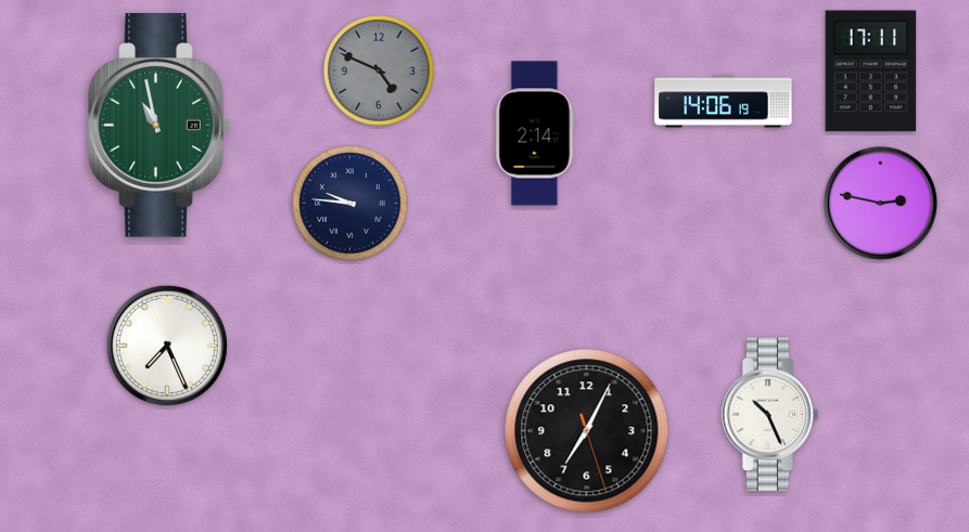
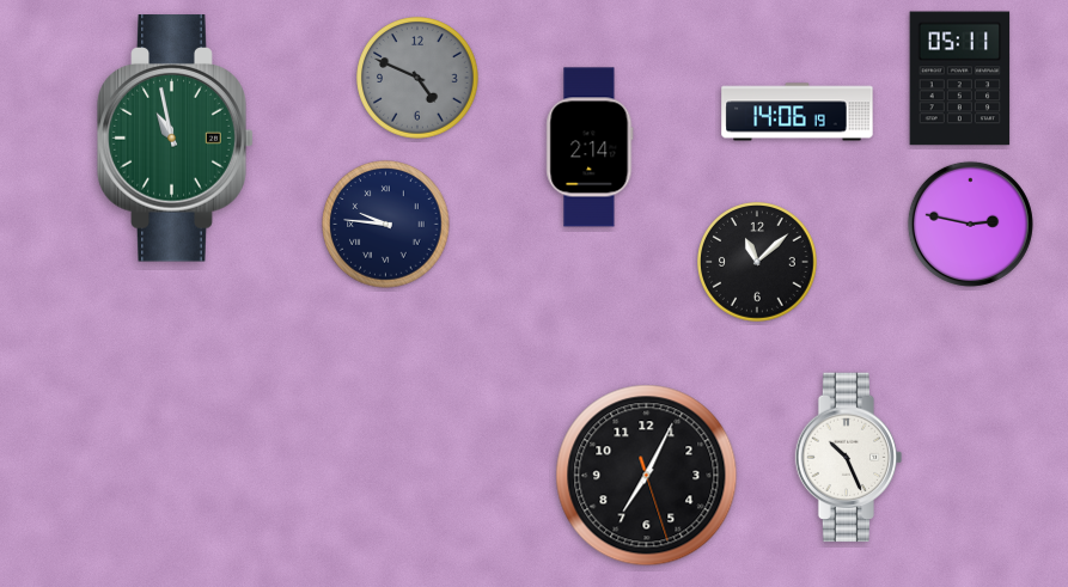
clock at (871, 72): 17:11 -> 05:11
clock at (757, 262): none -> 11:08
clock at (167, 346): 7:26 -> none
